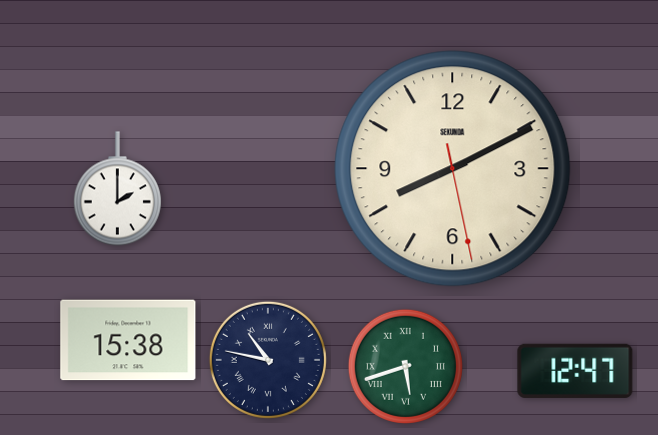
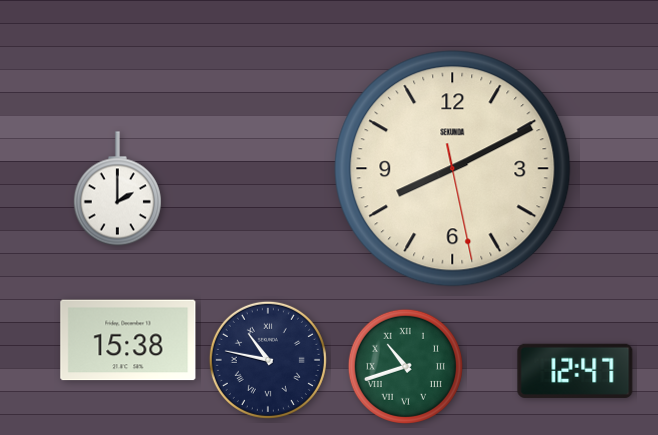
clock at (405, 366): 5:42 -> 10:42
